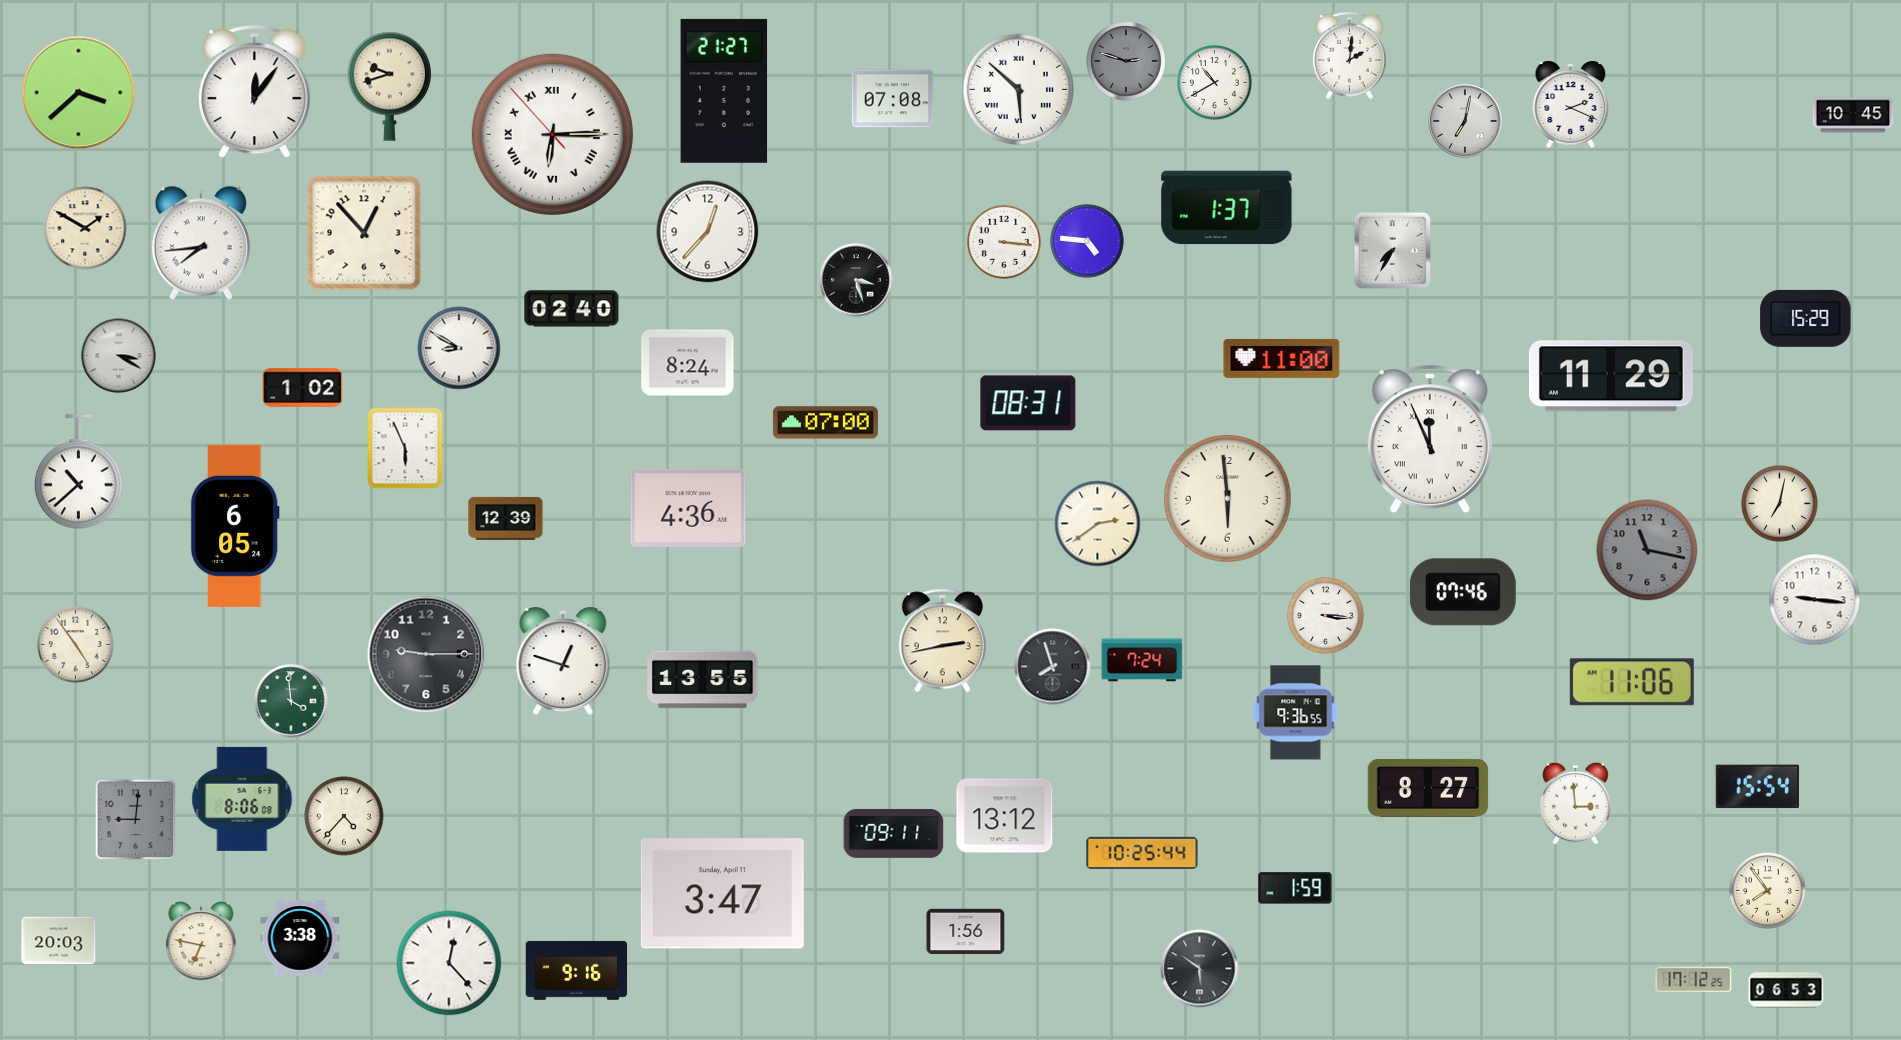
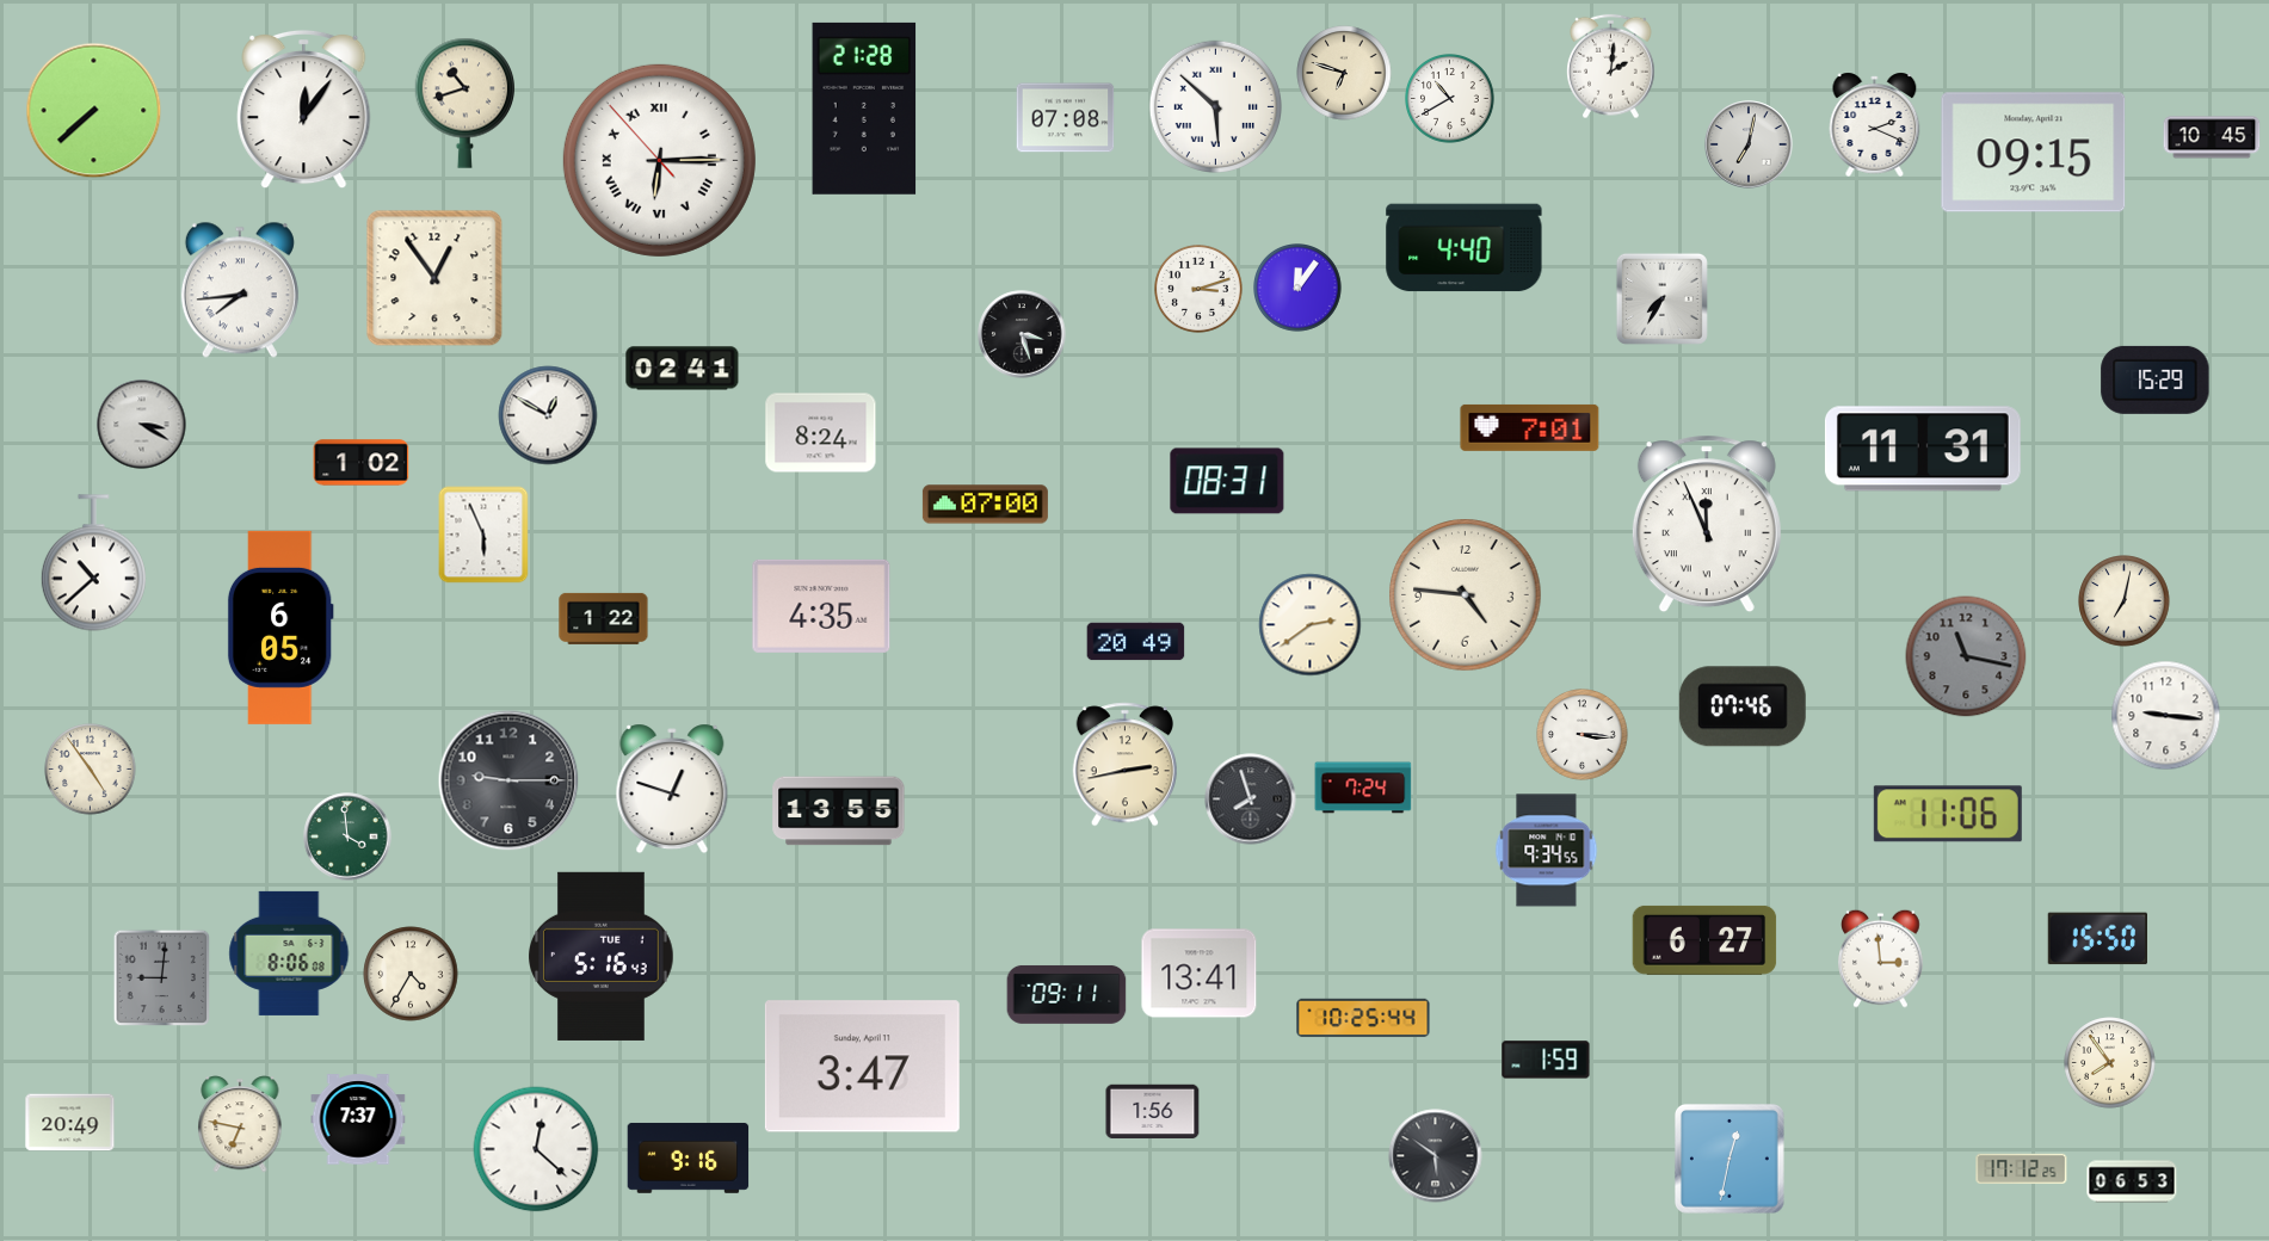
clock at (1126, 61): 2:48 -> 6:48
clock at (1126, 61) dial: grey -> cream
clock at (390, 86): 9:42 -> 10:42
clock at (724, 91): 21:27 -> 21:28
clock at (79, 93): 3:38 -> 7:38
clock at (2034, 153): none -> 09:15
clock at (1227, 208): 1:37 -> 4:40
clock at (85, 228): 1:50 -> none
clock at (708, 232): 12:37 -> none
clock at (364, 233): 12:53 -> 12:54
clock at (1088, 242): 4:46 -> 12:06
clock at (1005, 243): 3:16 -> 3:12
clock at (572, 309): 02:40 -> 02:41
clock at (459, 348): 8:50 -> 12:50
clock at (1282, 358): 11:00 -> 7:01
clock at (1611, 376): 11:29 -> 11:31
clock at (1228, 499): 5:59 -> 4:46
clock at (688, 508): 4:36 -> 4:35
clock at (506, 518): 12:39 -> 1:22
clock at (1136, 642): none -> 20:49
clock at (1463, 592) position: (1463, 592) -> (1743, 706)
clock at (1053, 667) position: (1053, 667) -> (1251, 799)
clock at (1296, 713): 9:36 -> 9:34
clock at (1757, 787): 15:54 -> 15:50
clock at (1428, 788): 8:27 -> 6:27
clock at (602, 956): none -> 5:16
clock at (344, 816): 4:37 -> 4:35
clock at (1005, 816): 13:12 -> 13:41
clock at (300, 938): 3:38 -> 7:37
clock at (59, 941): 20:03 -> 20:49
clock at (449, 963): 12:23 -> 12:22
clock at (1200, 969) position: (1200, 969) -> (1436, 1156)
clock at (1730, 1159): none -> 12:32
